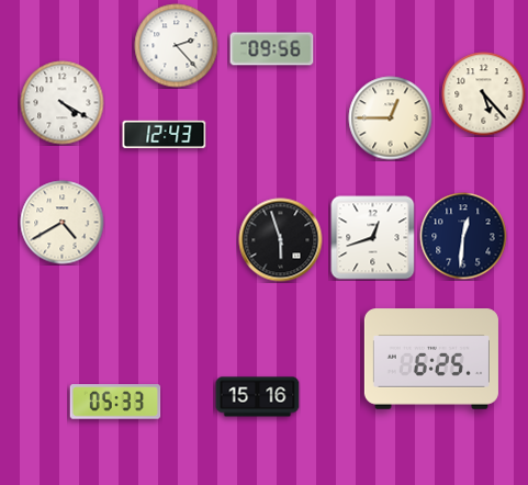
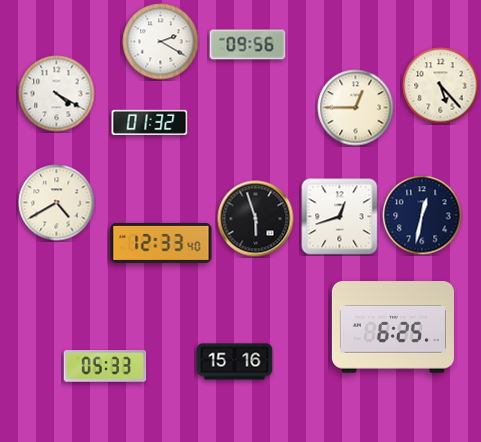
clock at (177, 46): 2:23 -> 2:20
clock at (165, 134): 12:43 -> 01:32
clock at (463, 236): 12:31 -> 12:32
clock at (161, 243): none -> 12:33
